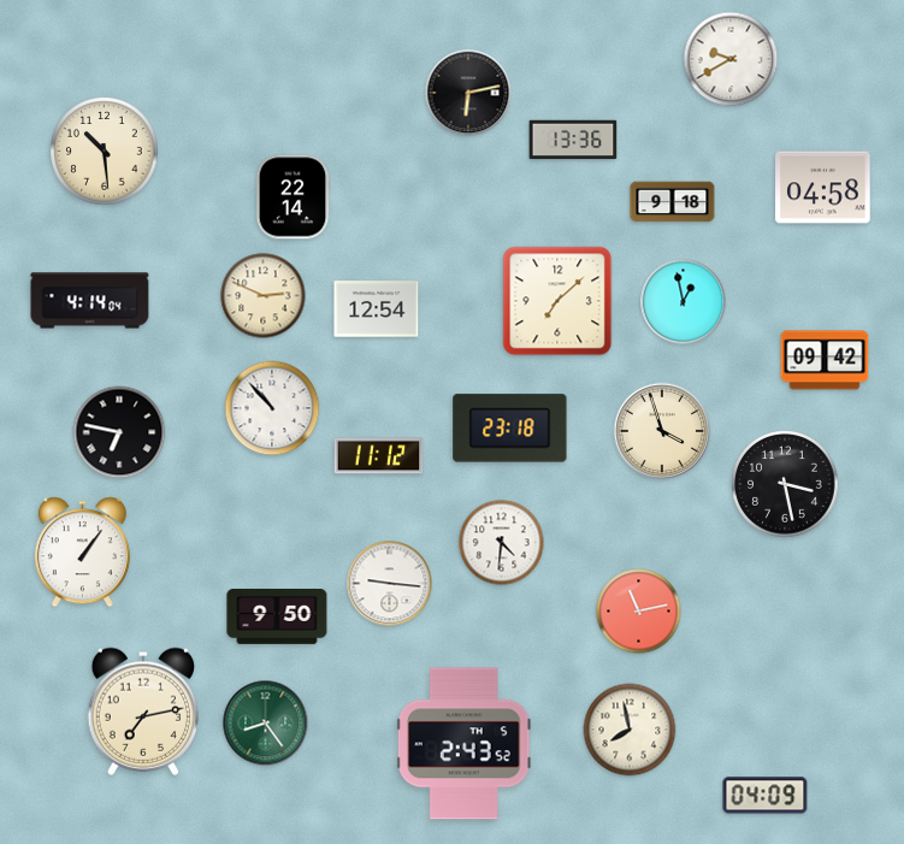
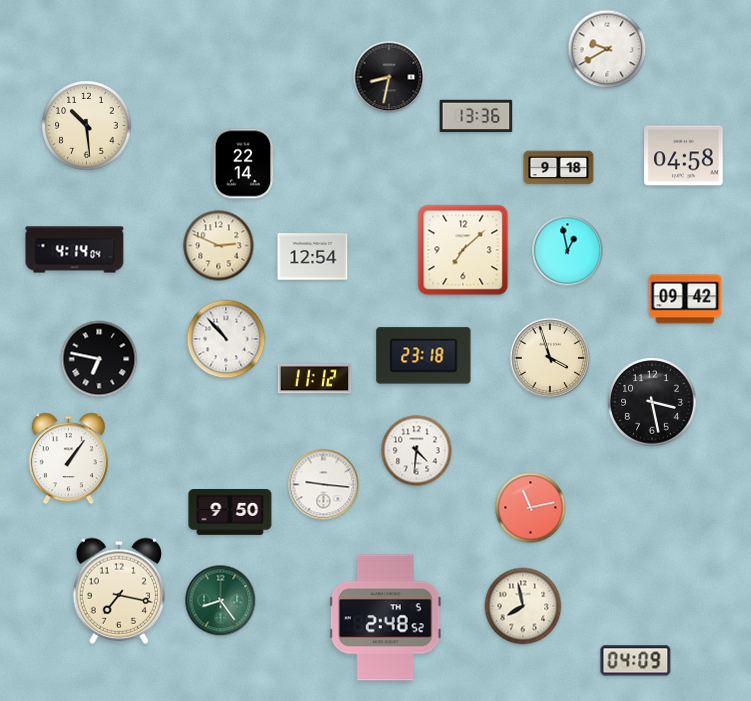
clock at (468, 93): 6:13 -> 8:32
clock at (143, 712): 7:13 -> 7:17
clock at (463, 744): 2:43 -> 2:48
